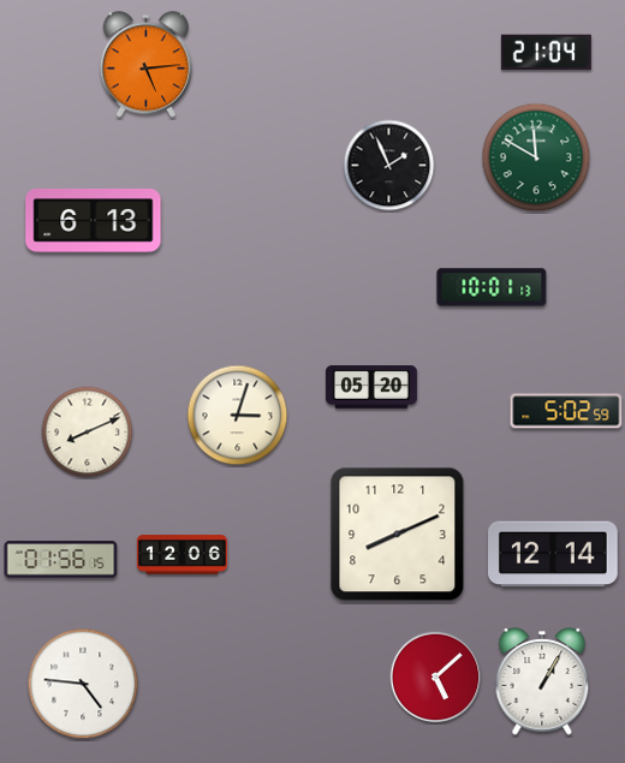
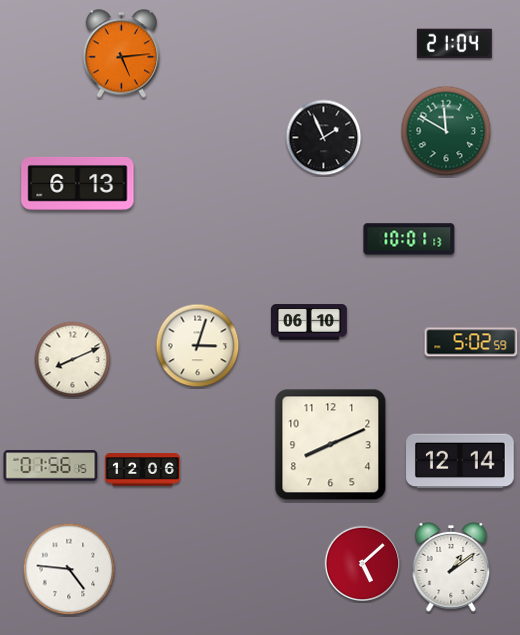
clock at (371, 387): 05:20 -> 06:10
clock at (181, 555) position: (181, 555) -> (142, 470)
clock at (542, 681): 1:05 -> 1:09
